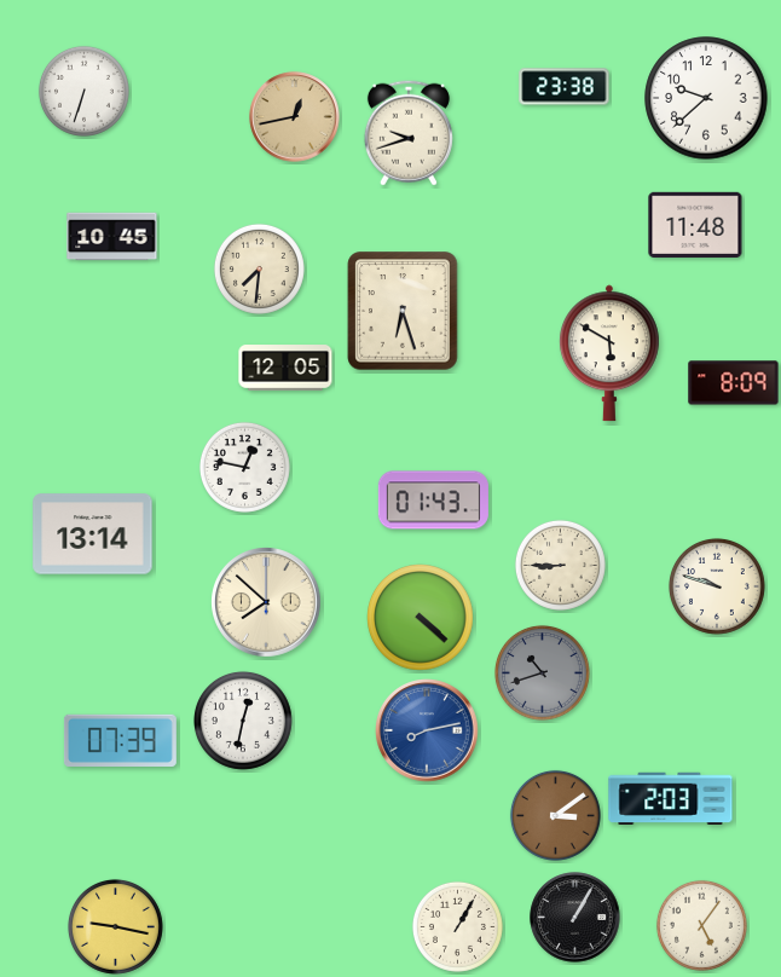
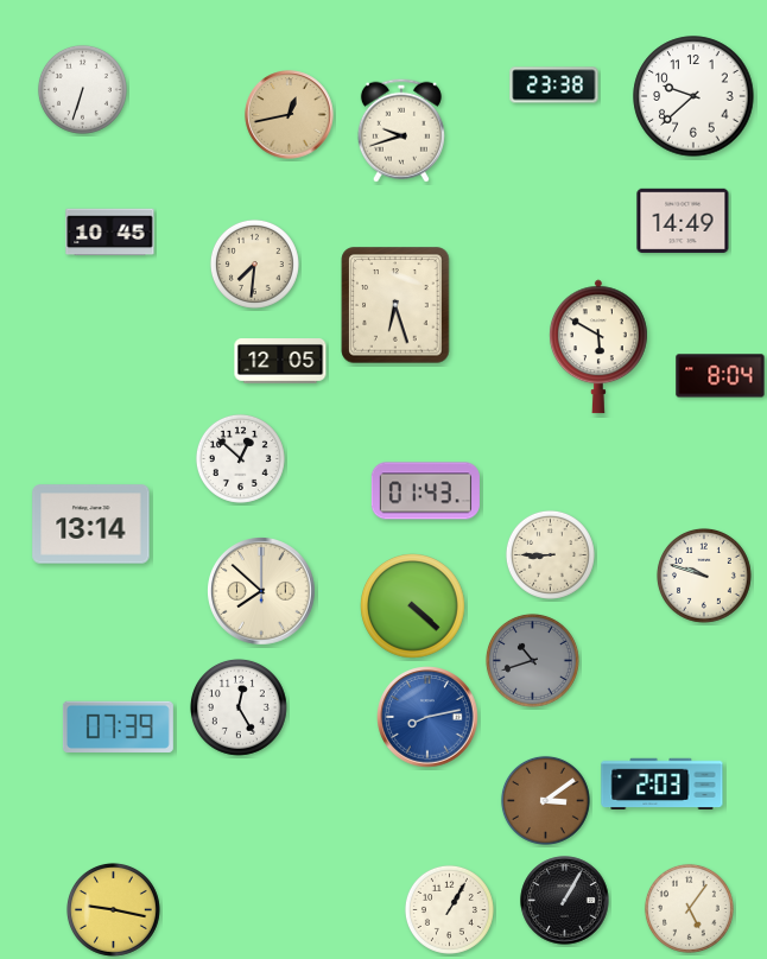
clock at (695, 224): 11:48 -> 14:49
clock at (734, 383): 8:09 -> 8:04
clock at (244, 467): 12:47 -> 12:52
clock at (243, 721): 12:32 -> 12:25
clock at (427, 730) position: (427, 730) -> (427, 717)
clock at (671, 798) position: (671, 798) -> (663, 783)
